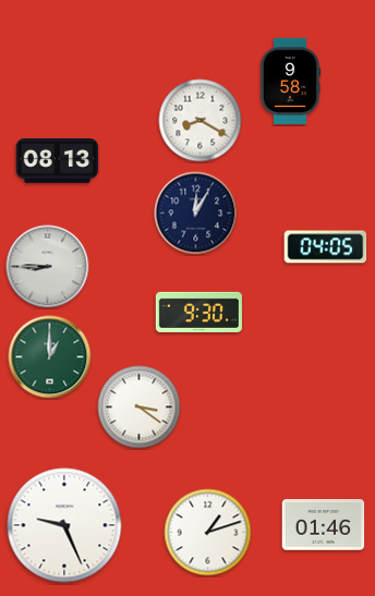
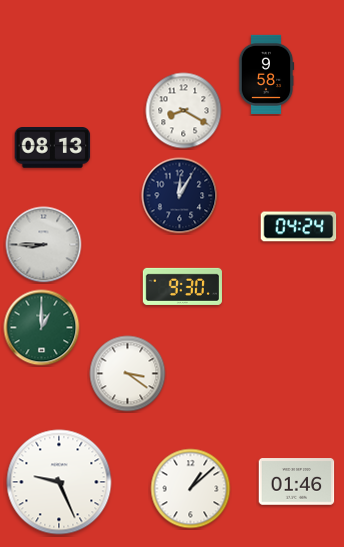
clock at (326, 247): 04:05 -> 04:24
clock at (50, 357) position: (50, 357) -> (42, 328)
clock at (208, 533): 1:12 -> 1:08
